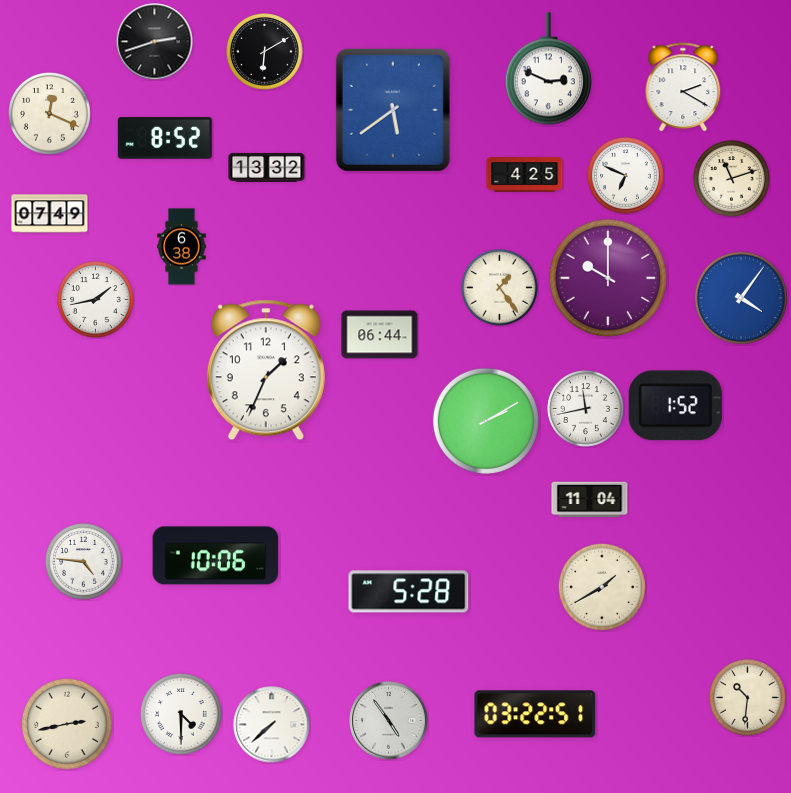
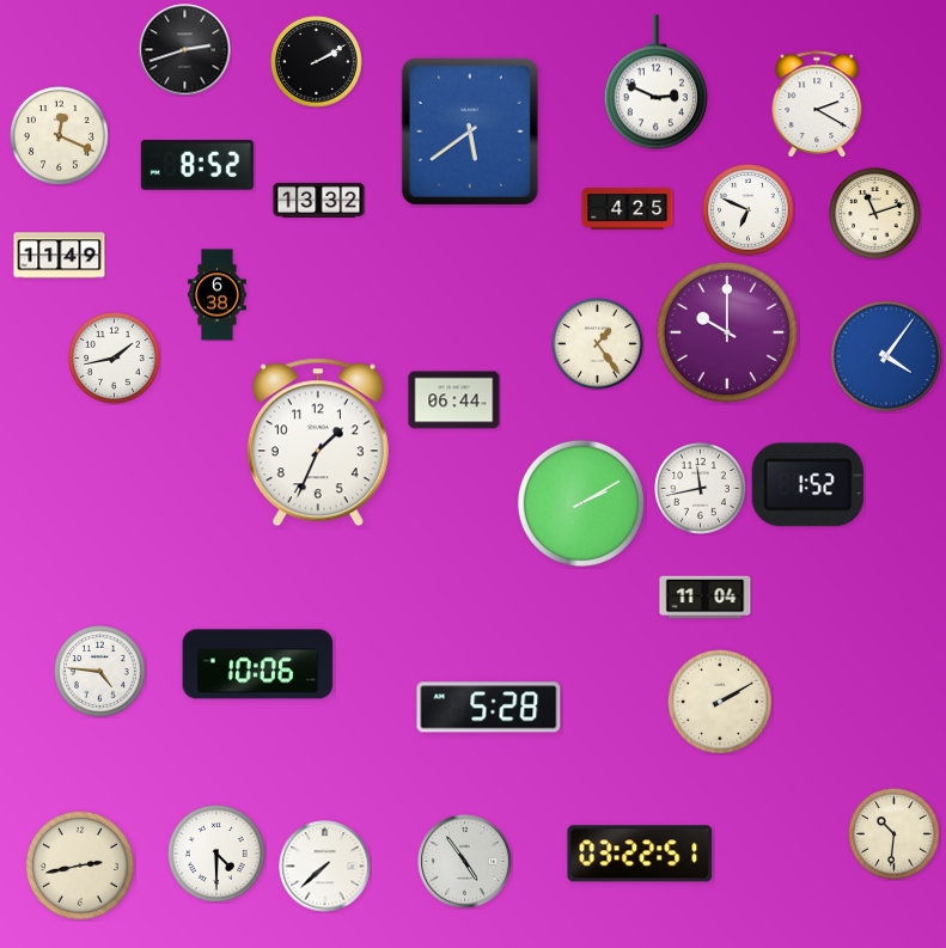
clock at (265, 52): 6:10 -> 2:10
clock at (50, 214): 07:49 -> 11:49
clock at (602, 587): 1:40 -> 2:10
